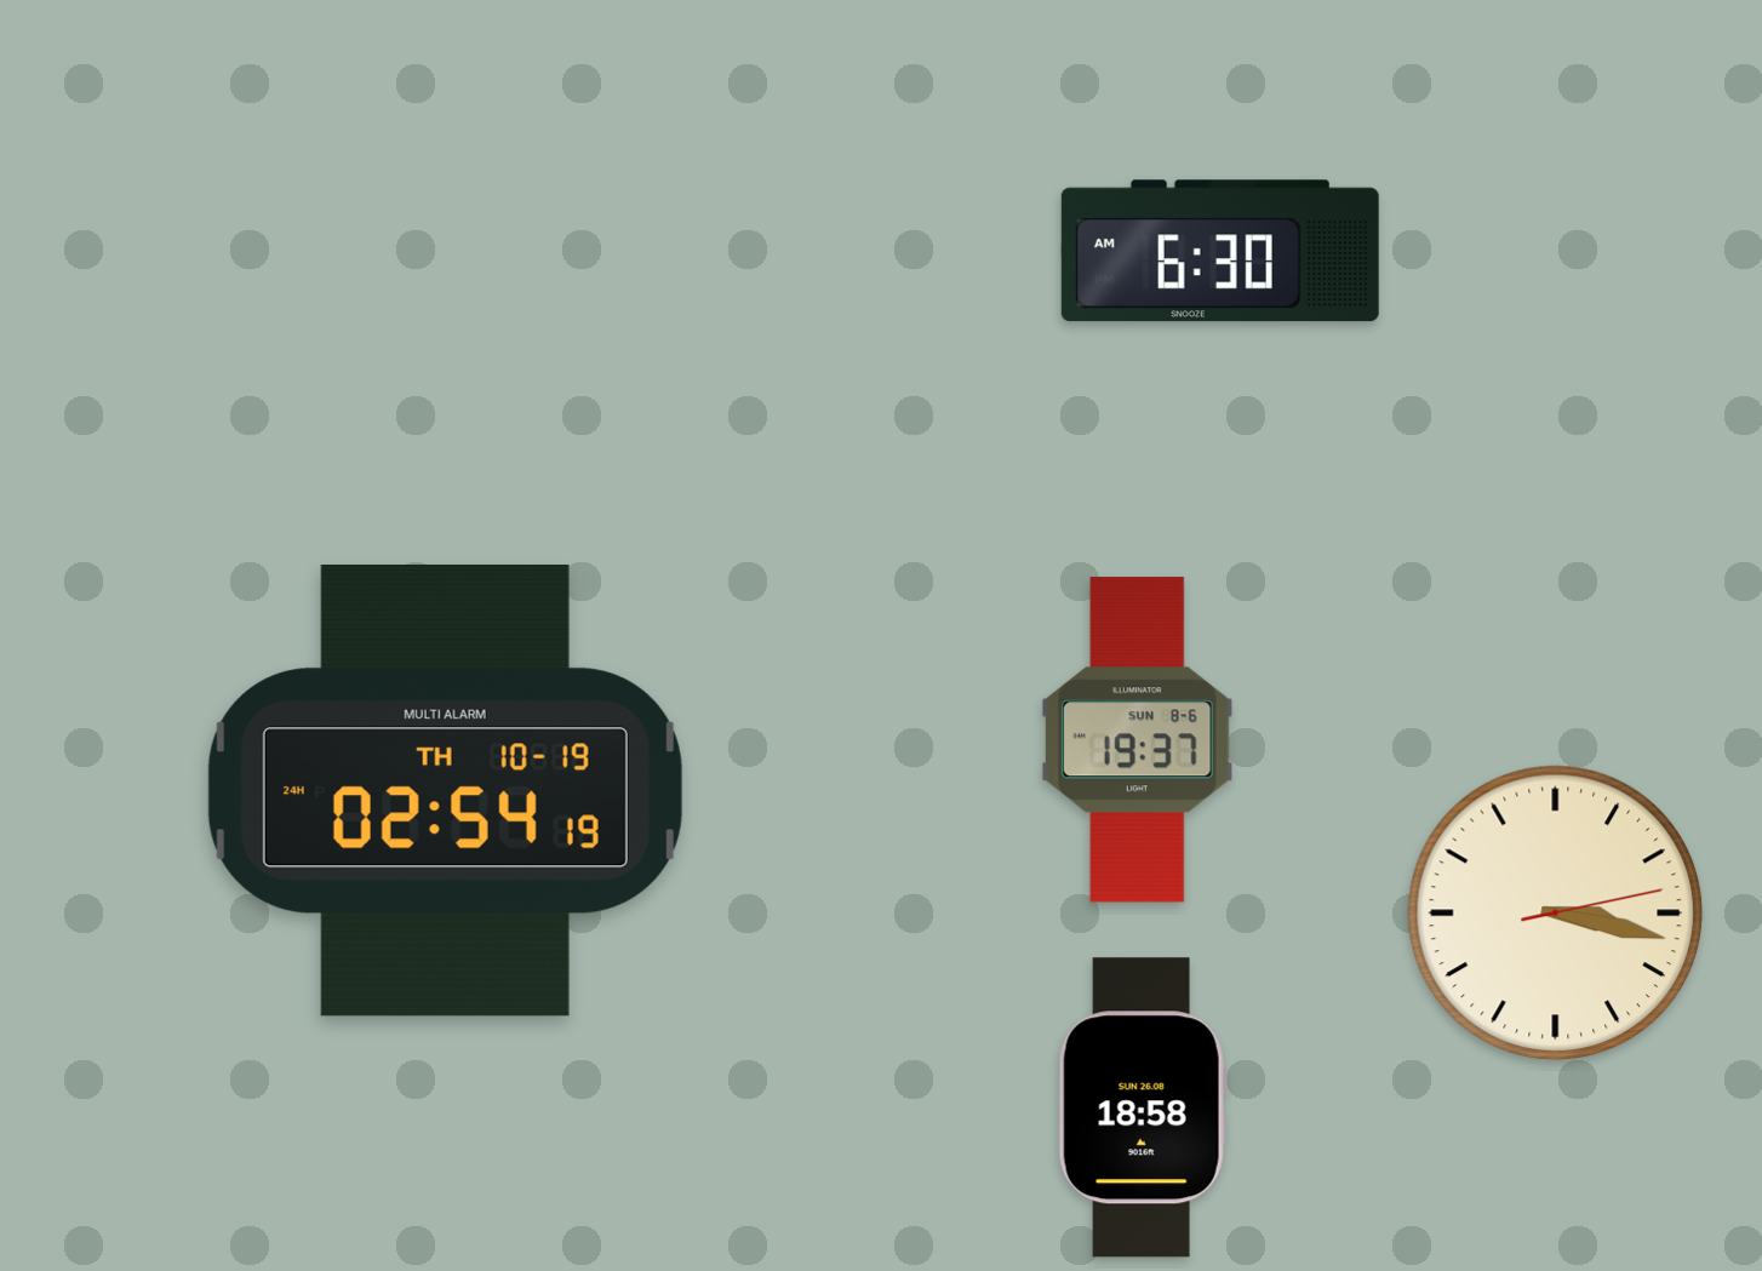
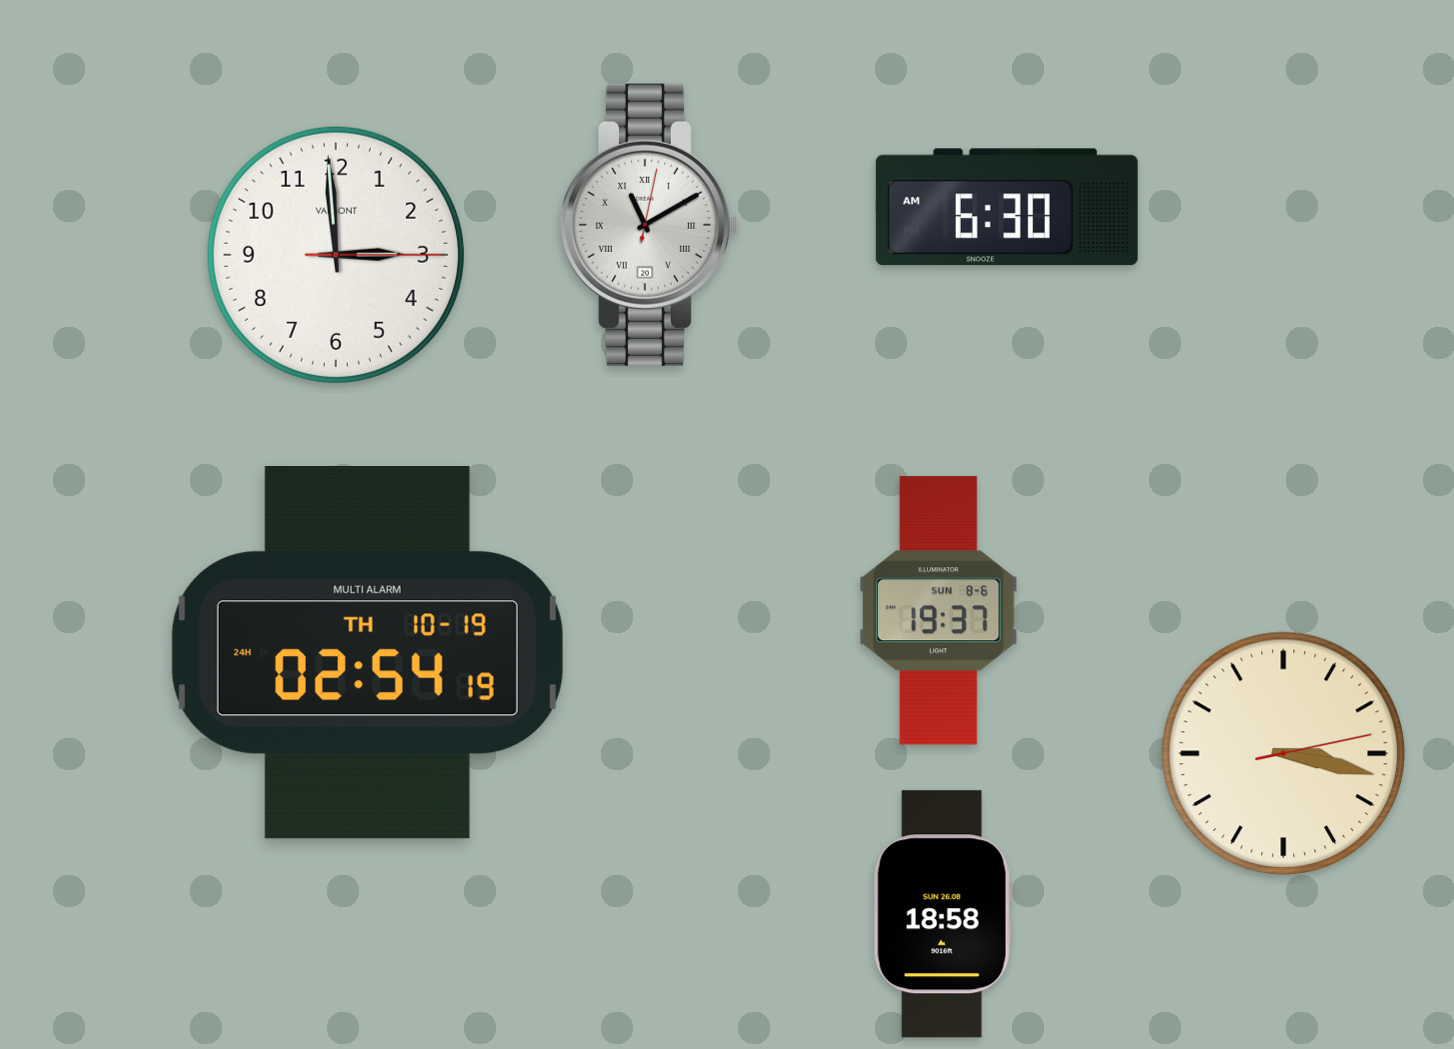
clock at (649, 225): none -> 11:10
clock at (336, 255): none -> 2:59
